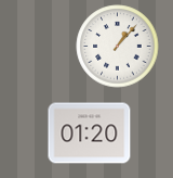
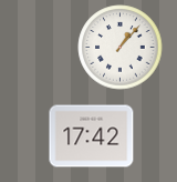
clock at (90, 133): 01:20 -> 17:42
